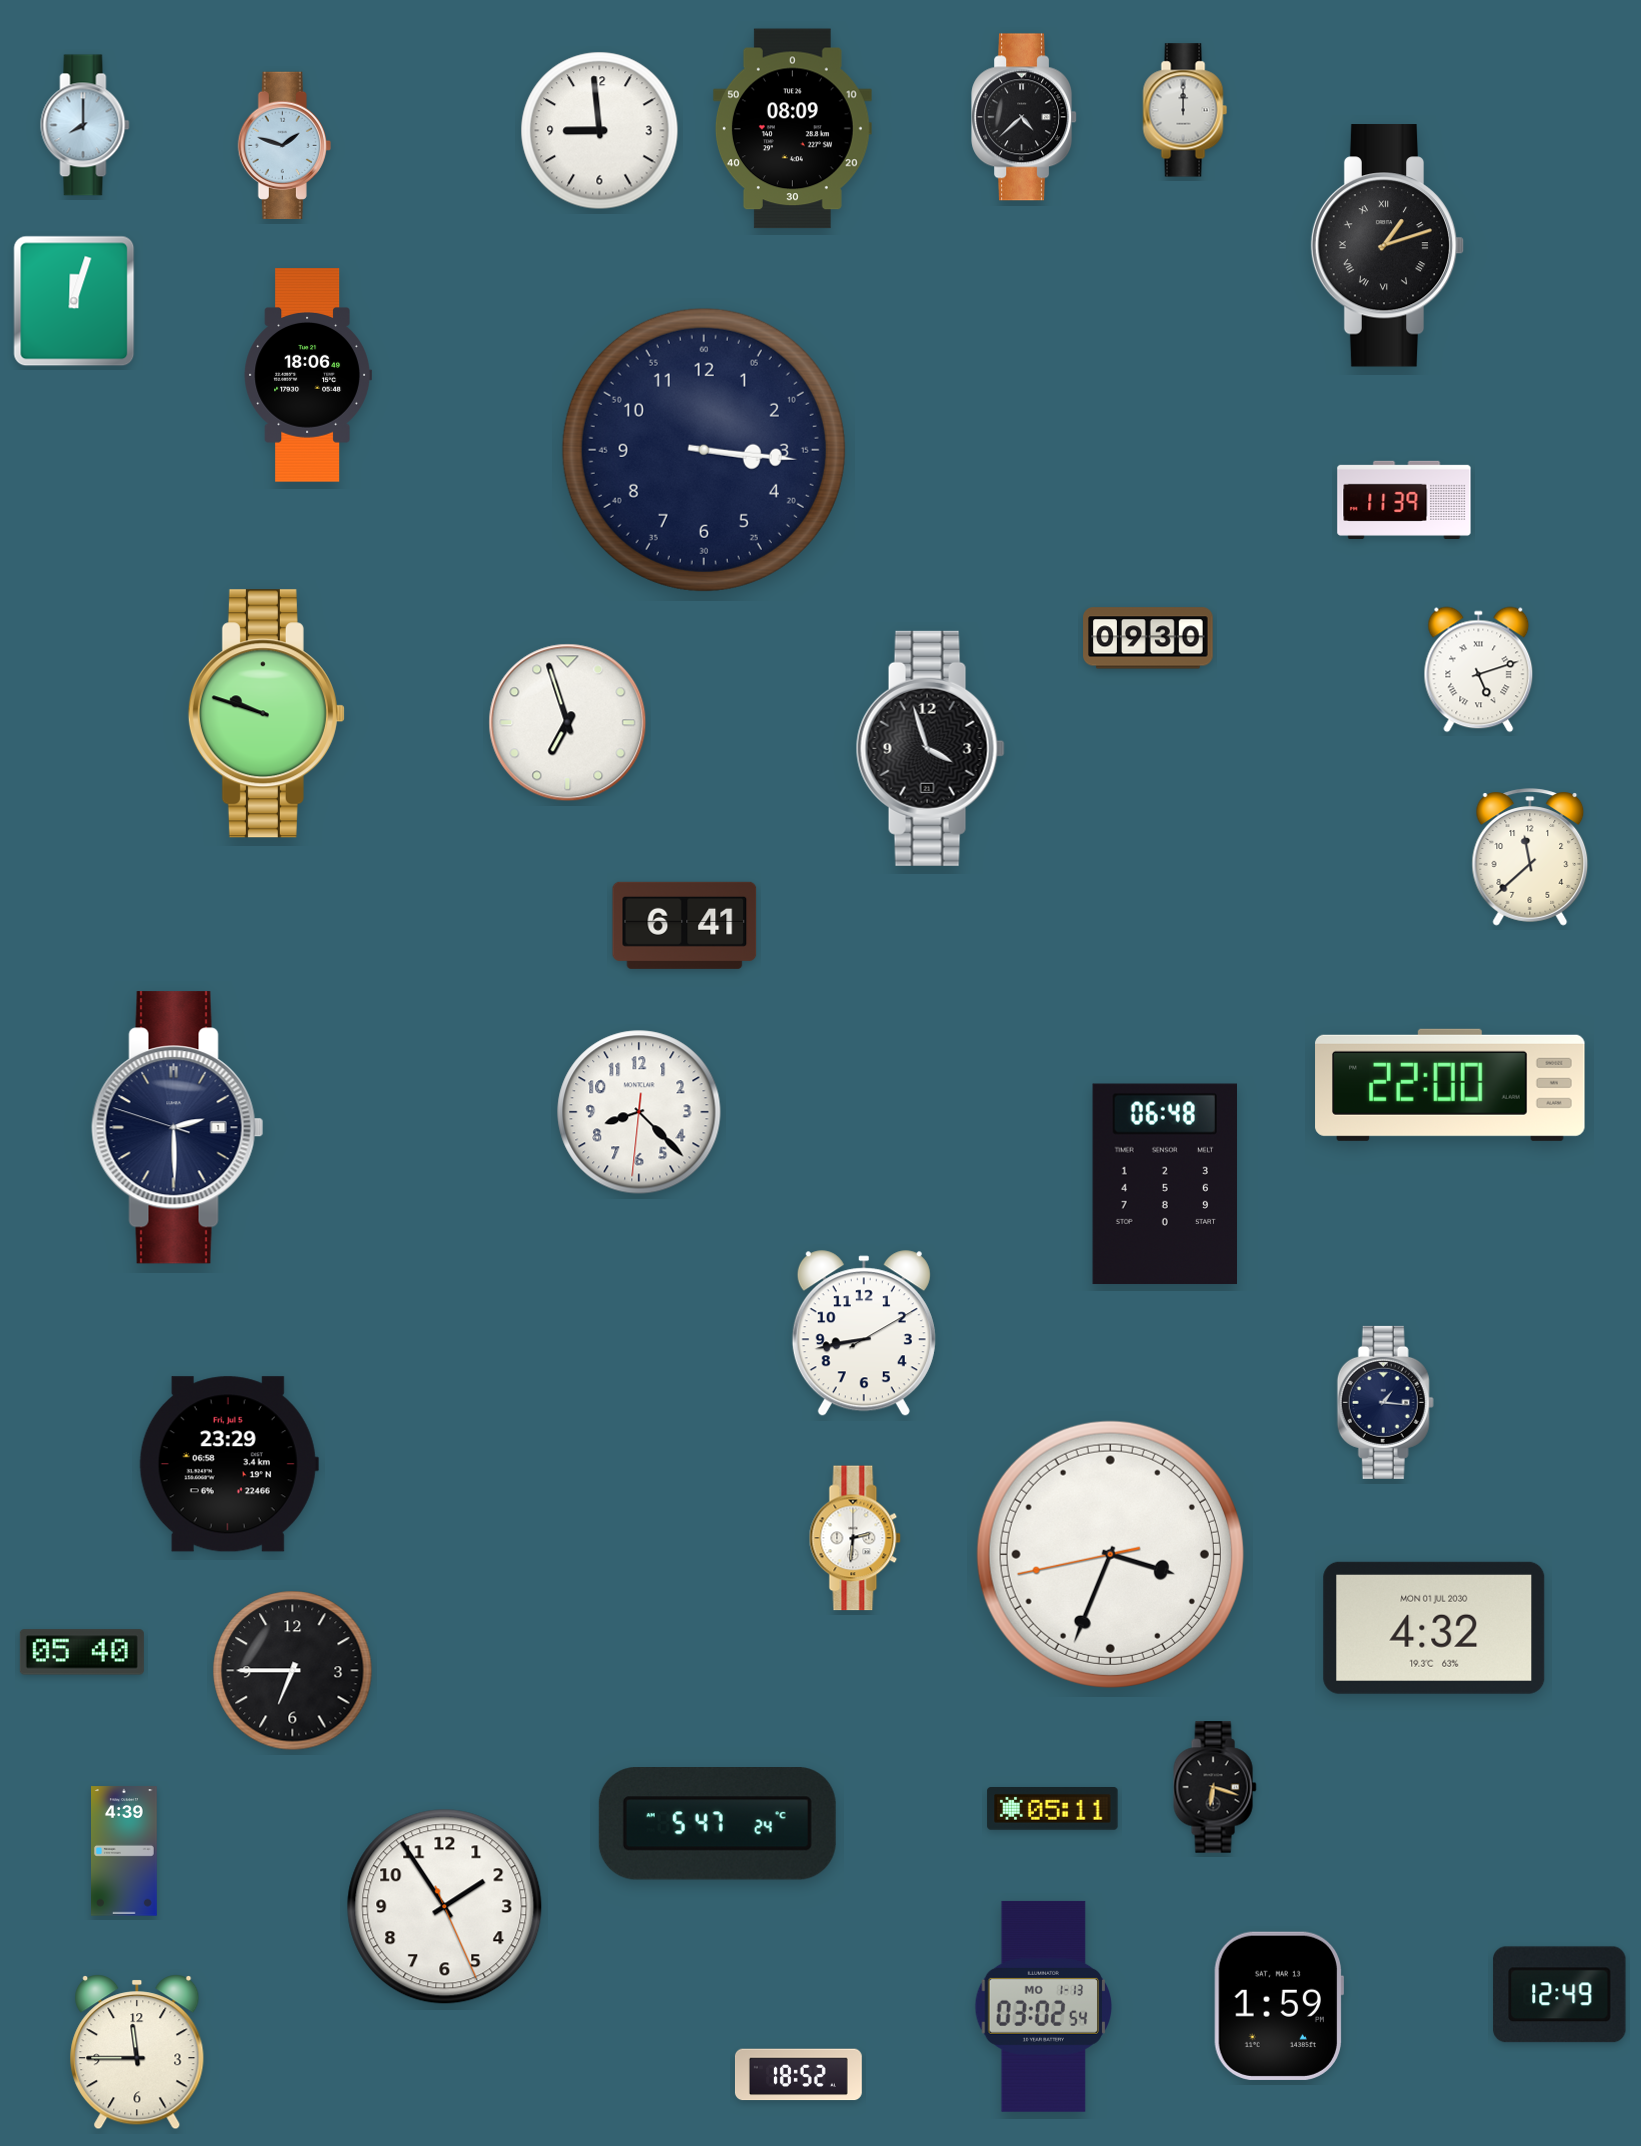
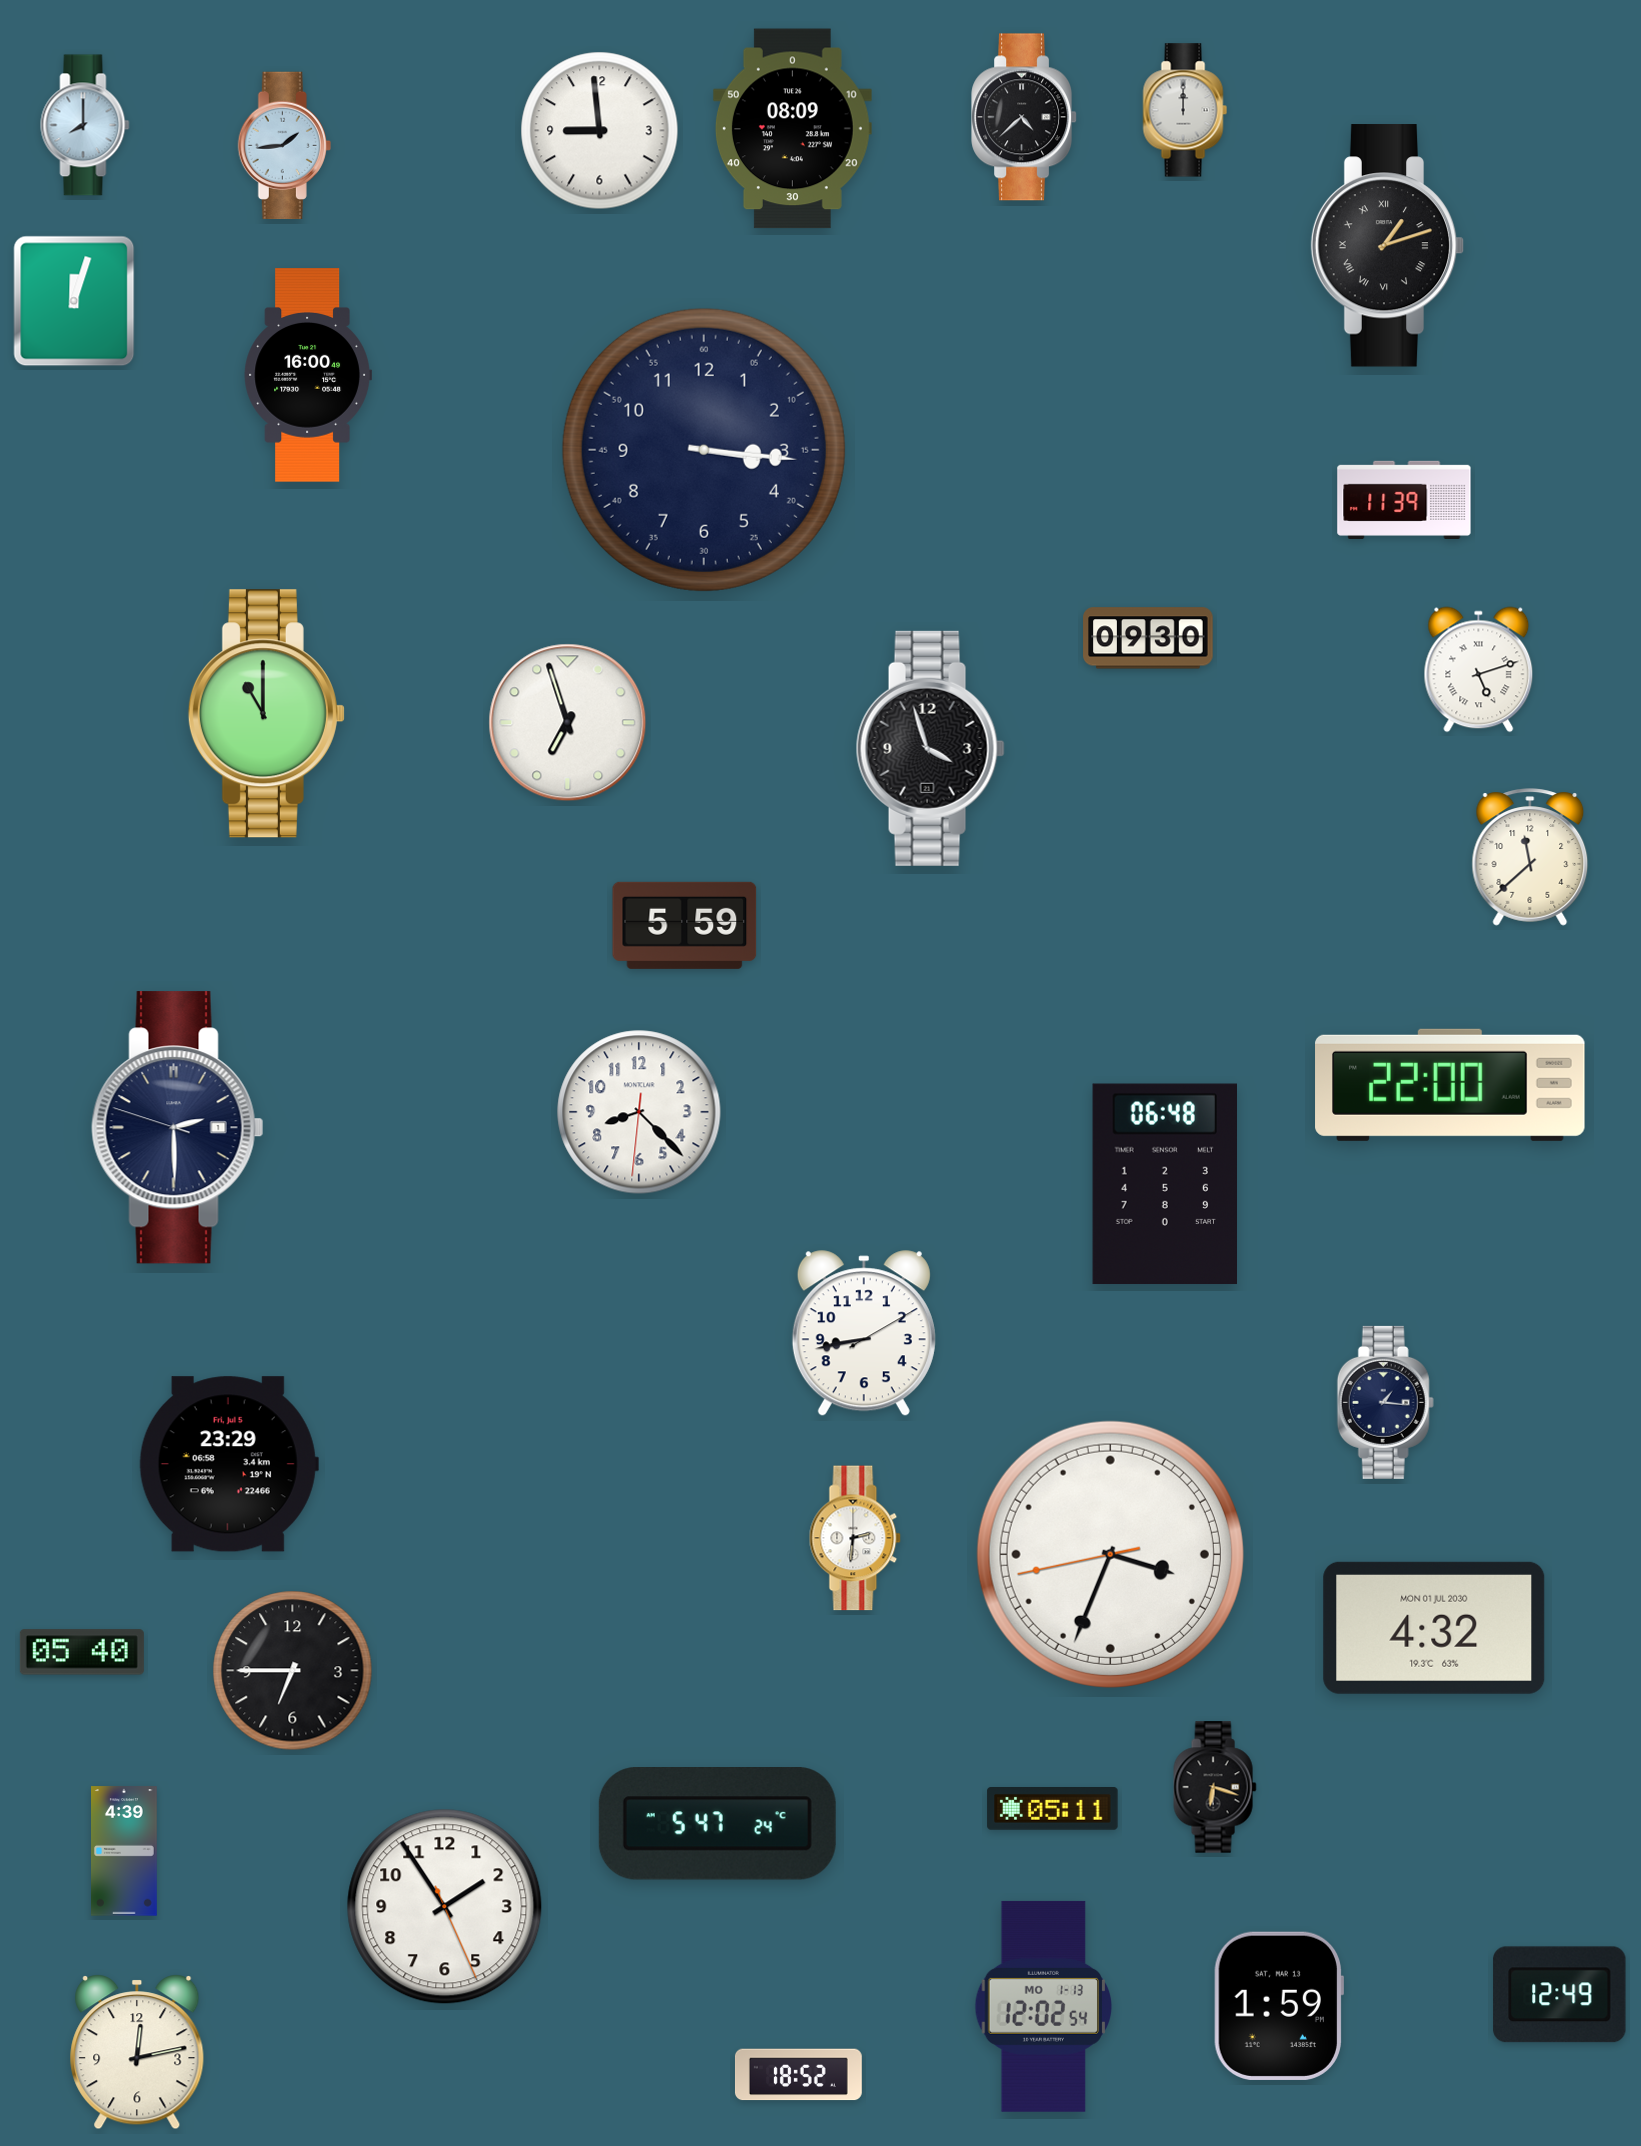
clock at (284, 146): 1:48 -> 1:44
clock at (308, 375): 18:06 -> 16:00
clock at (266, 714): 9:48 -> 11:00
clock at (685, 925): 6:41 -> 5:59
clock at (1044, 2006): 03:02 -> 12:02
clock at (137, 2052): 11:45 -> 12:13
